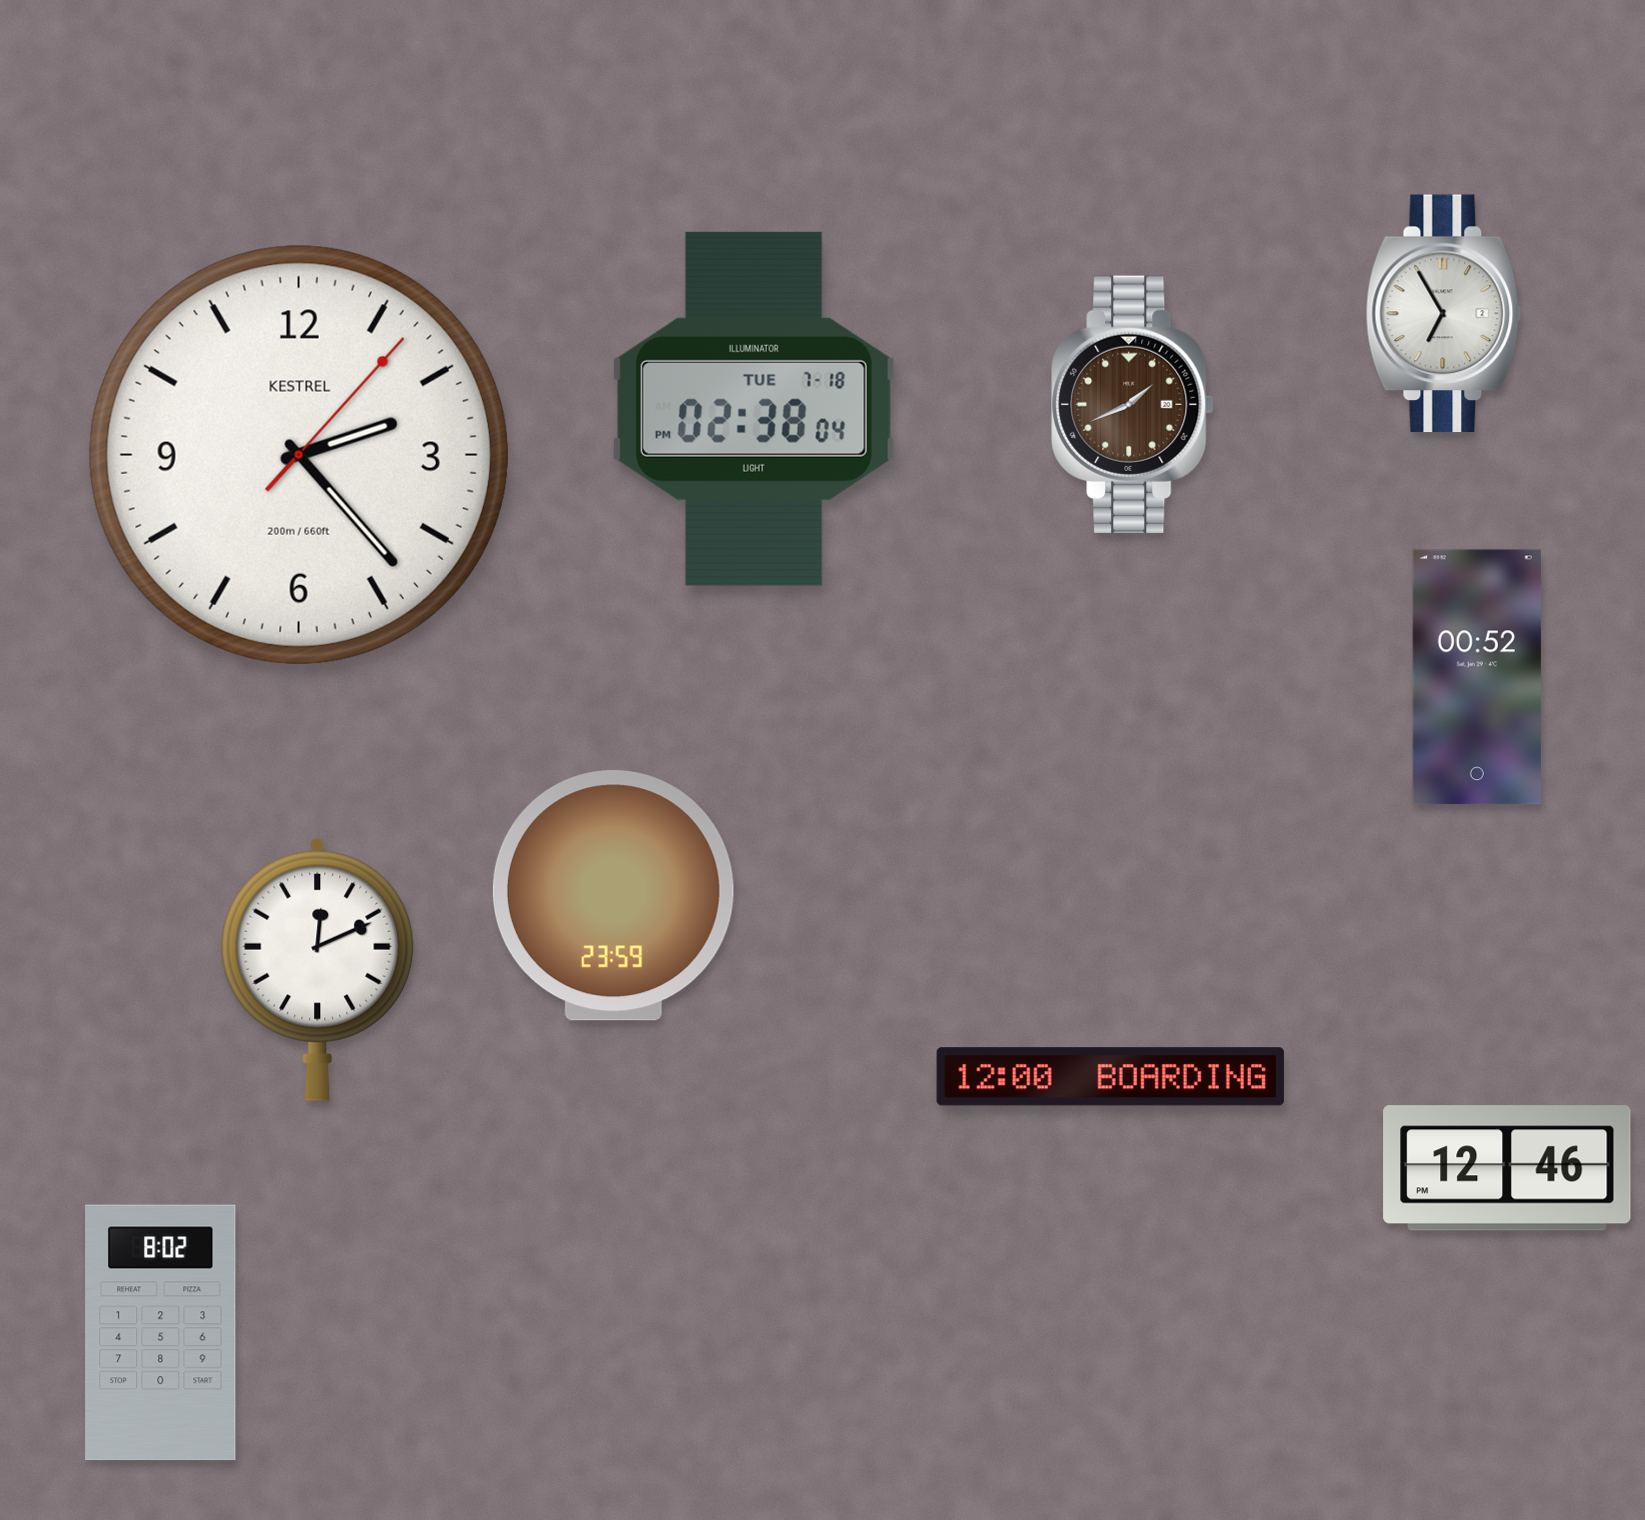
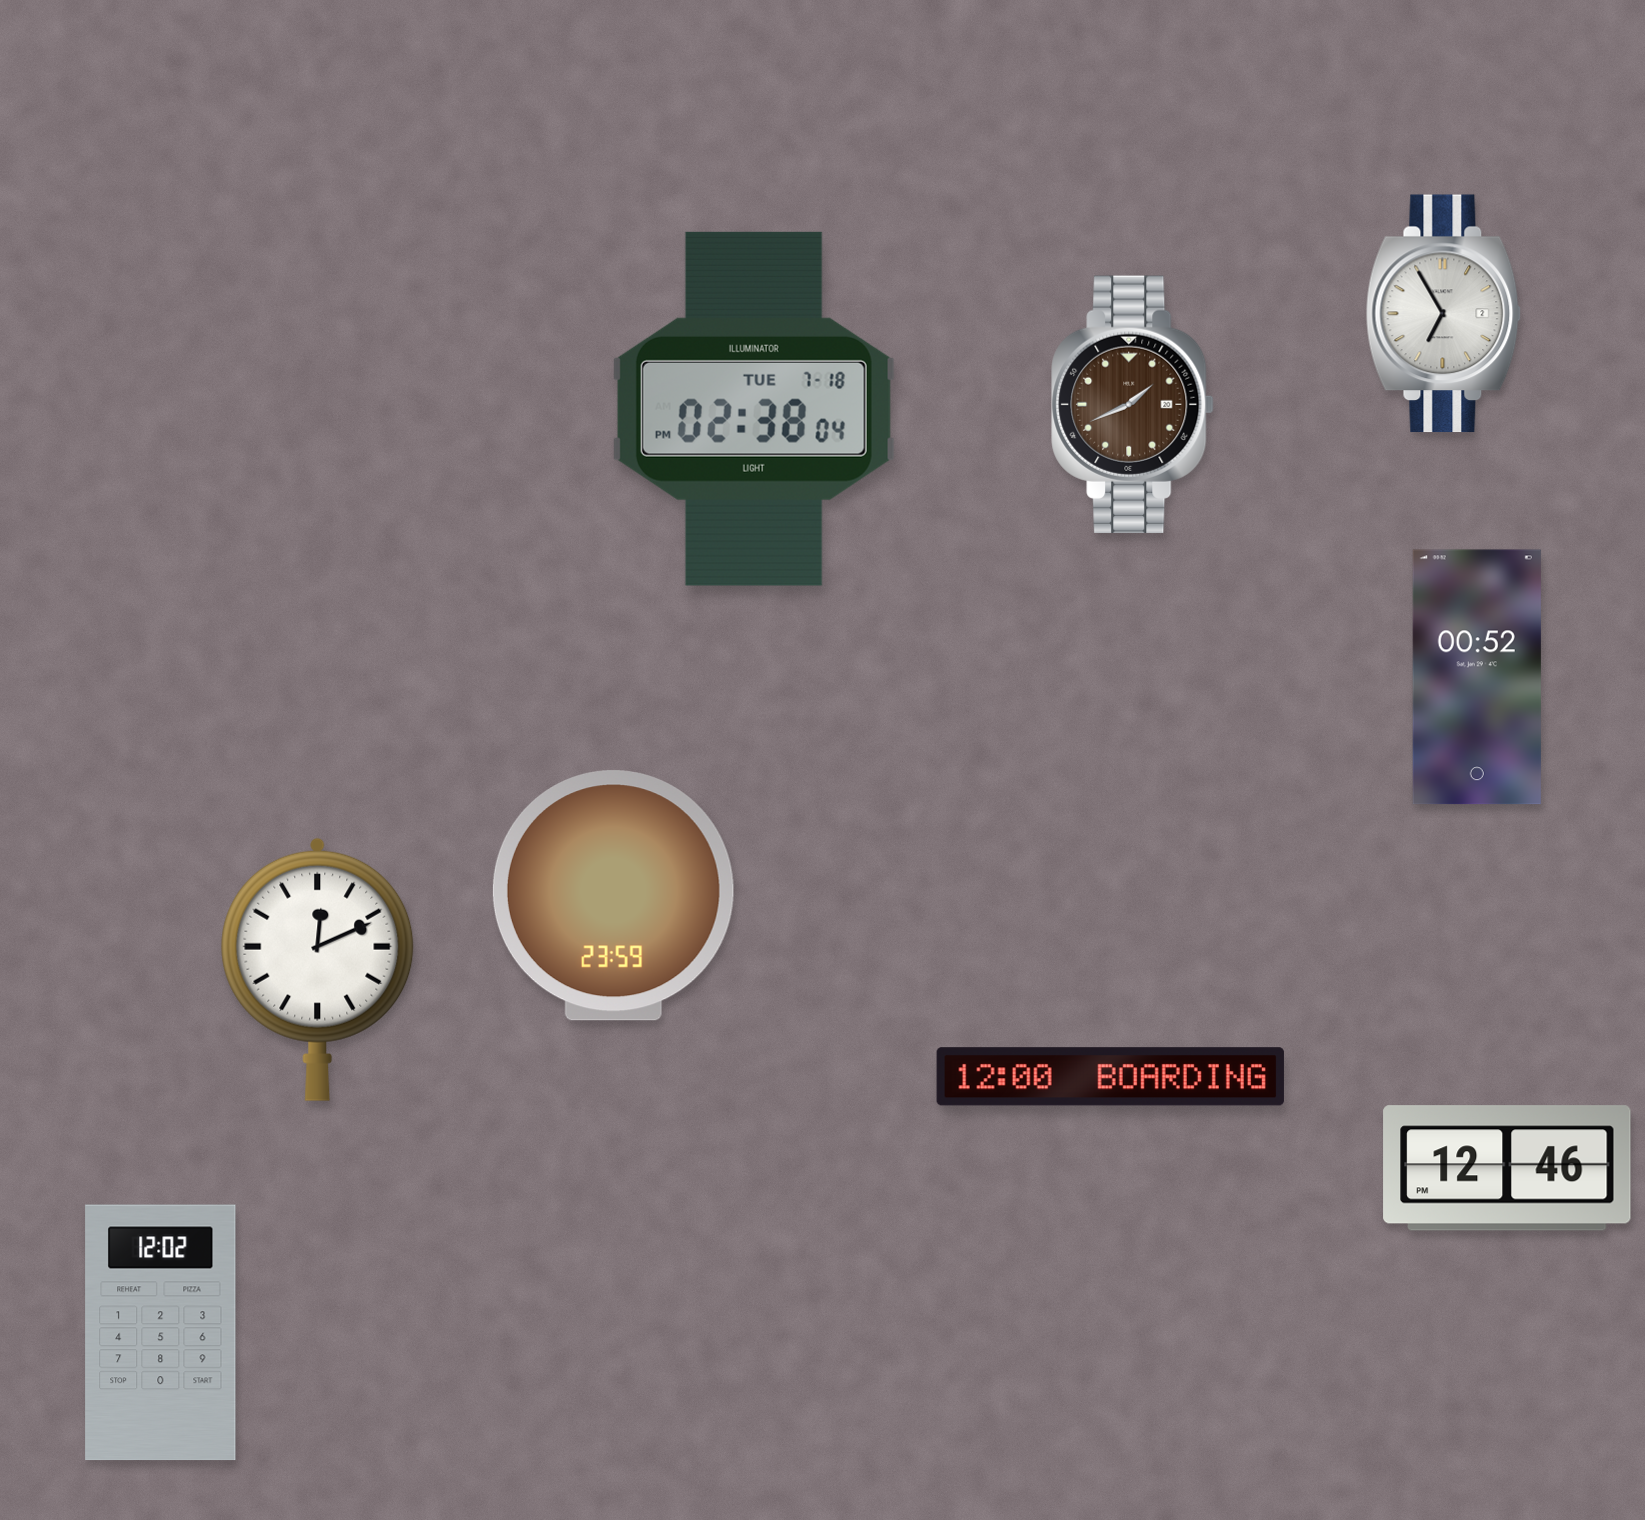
clock at (299, 455): 2:23 -> none
clock at (161, 1333): 8:02 -> 12:02
